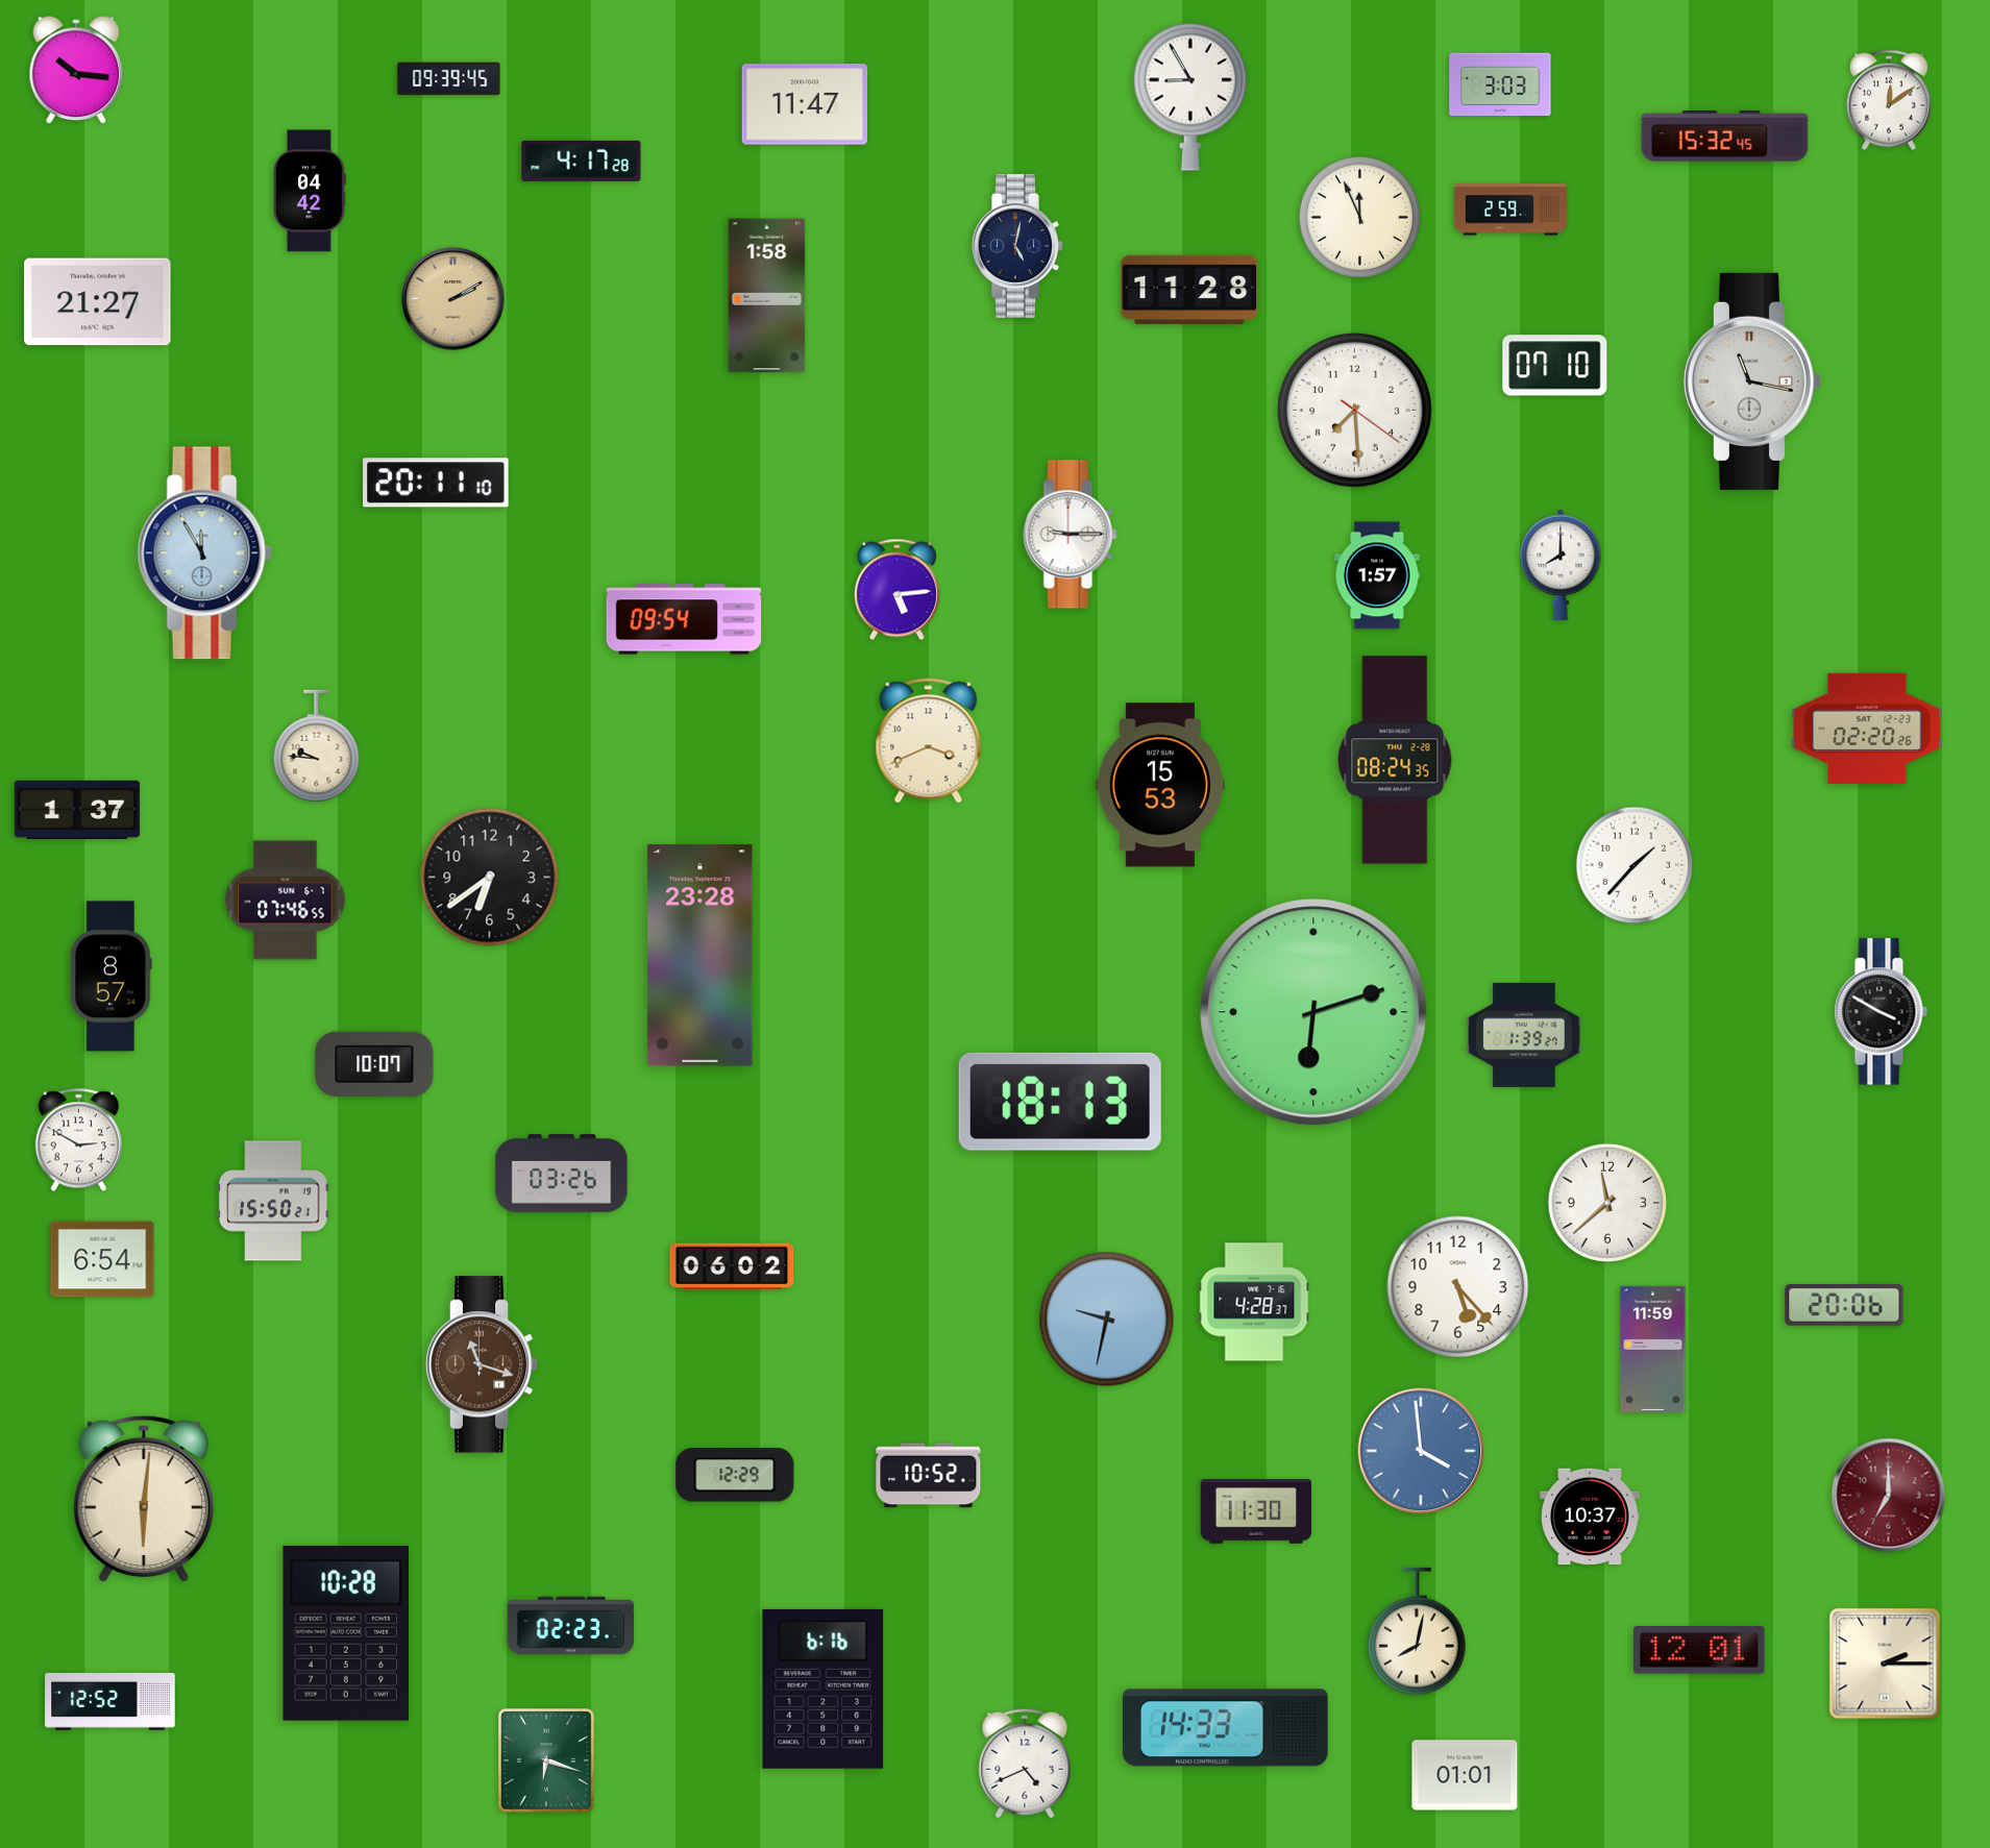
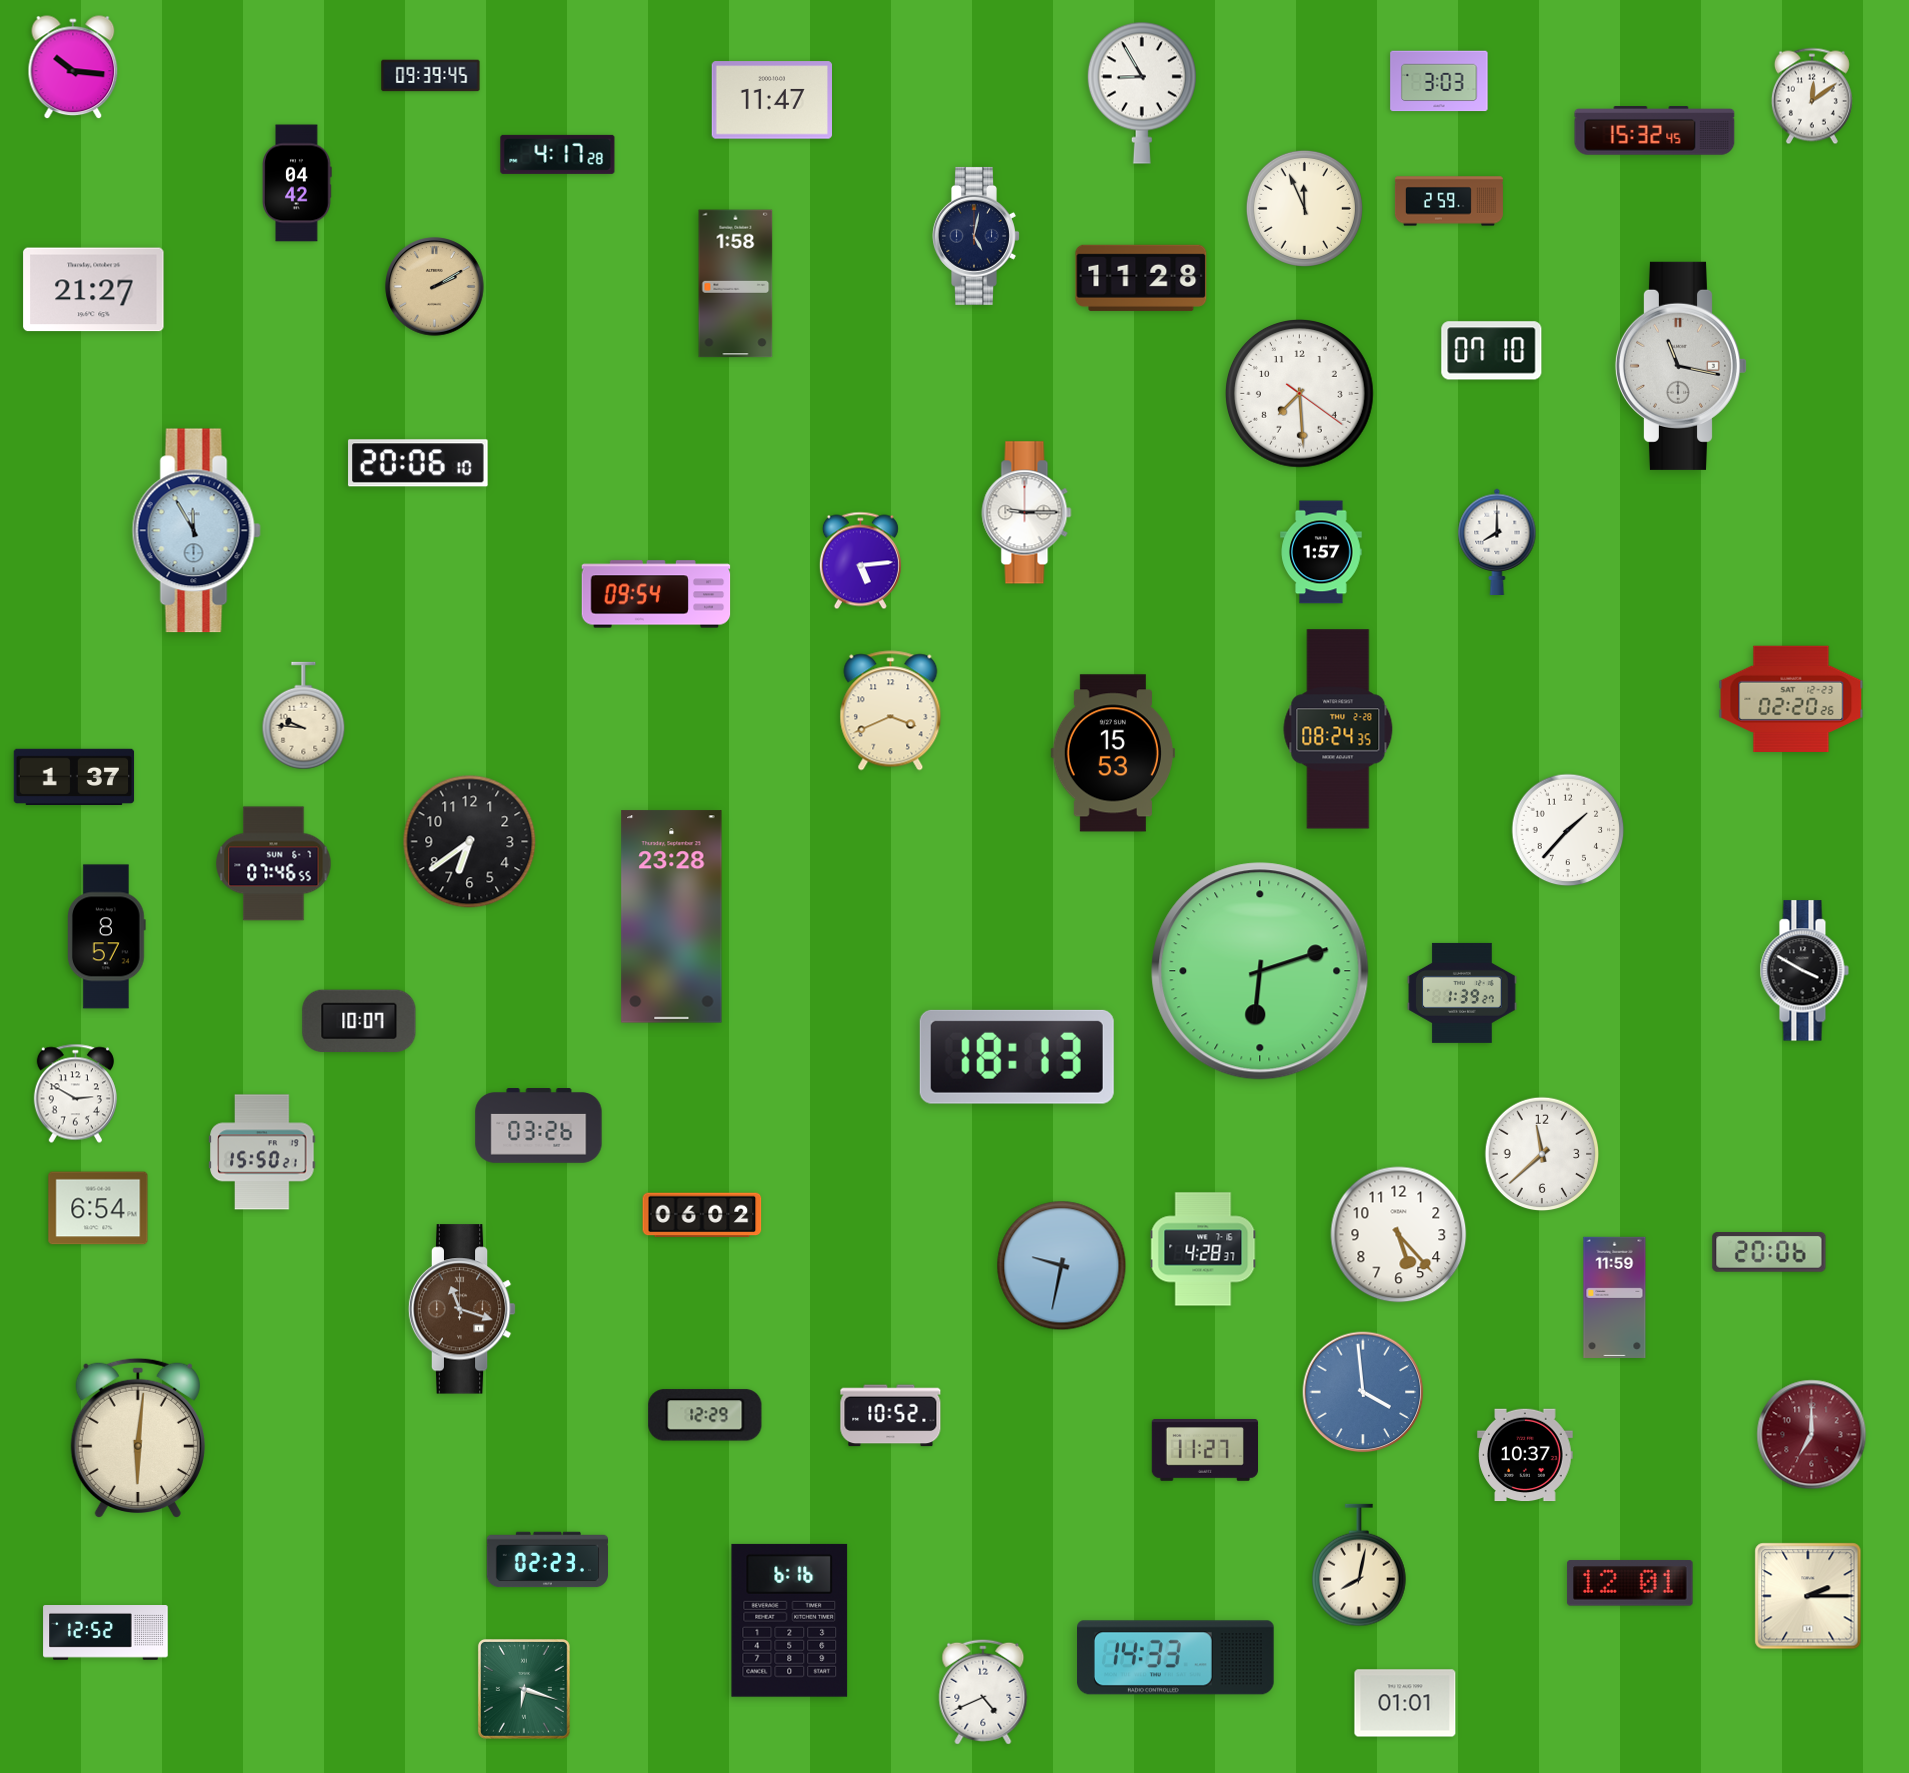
clock at (436, 483): 20:11 -> 20:06
clock at (896, 590) position: (896, 590) -> (860, 561)
clock at (1653, 1349) position: (1653, 1349) -> (1615, 1297)
clock at (1256, 1512): 11:30 -> 11:27
clock at (345, 1633): 10:28 -> none
